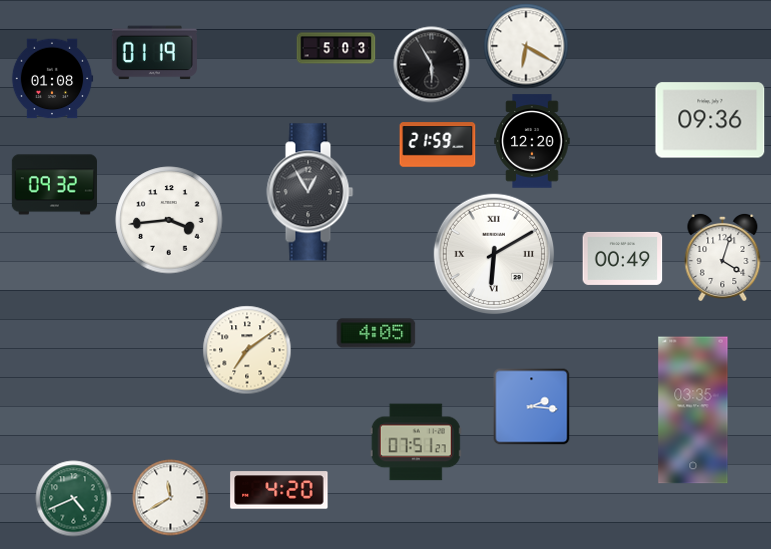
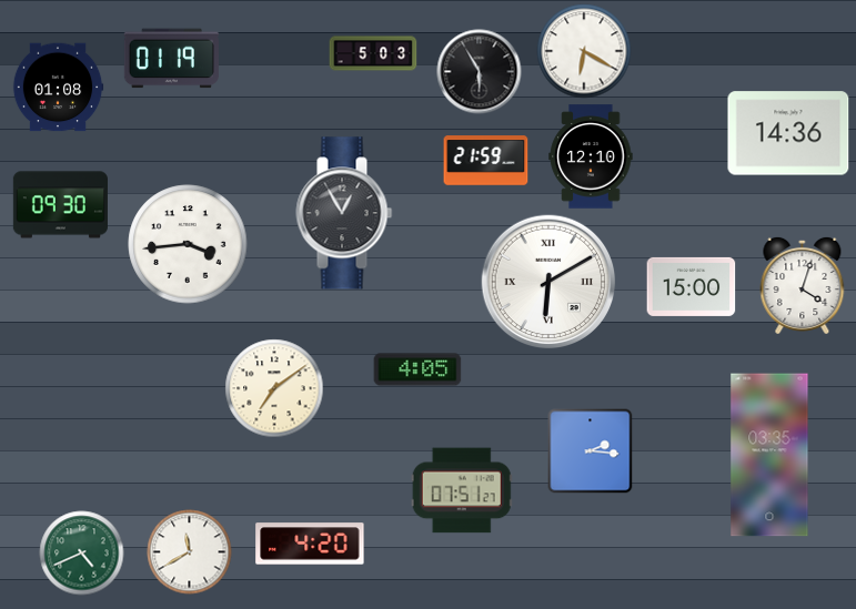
clock at (710, 120): 09:36 -> 14:36
clock at (532, 141): 12:20 -> 12:10
clock at (54, 185): 09:32 -> 09:30
clock at (623, 258): 00:49 -> 15:00
